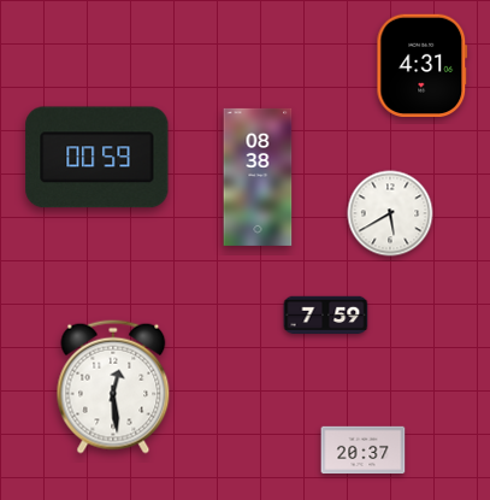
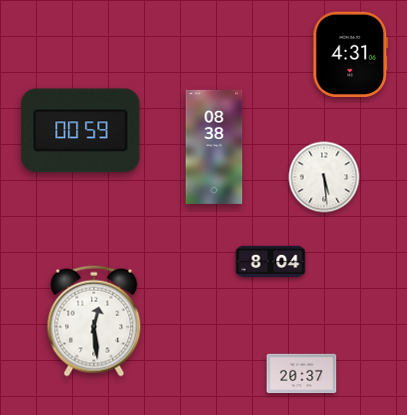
clock at (390, 213): 5:40 -> 5:29
clock at (326, 316): 7:59 -> 8:04
